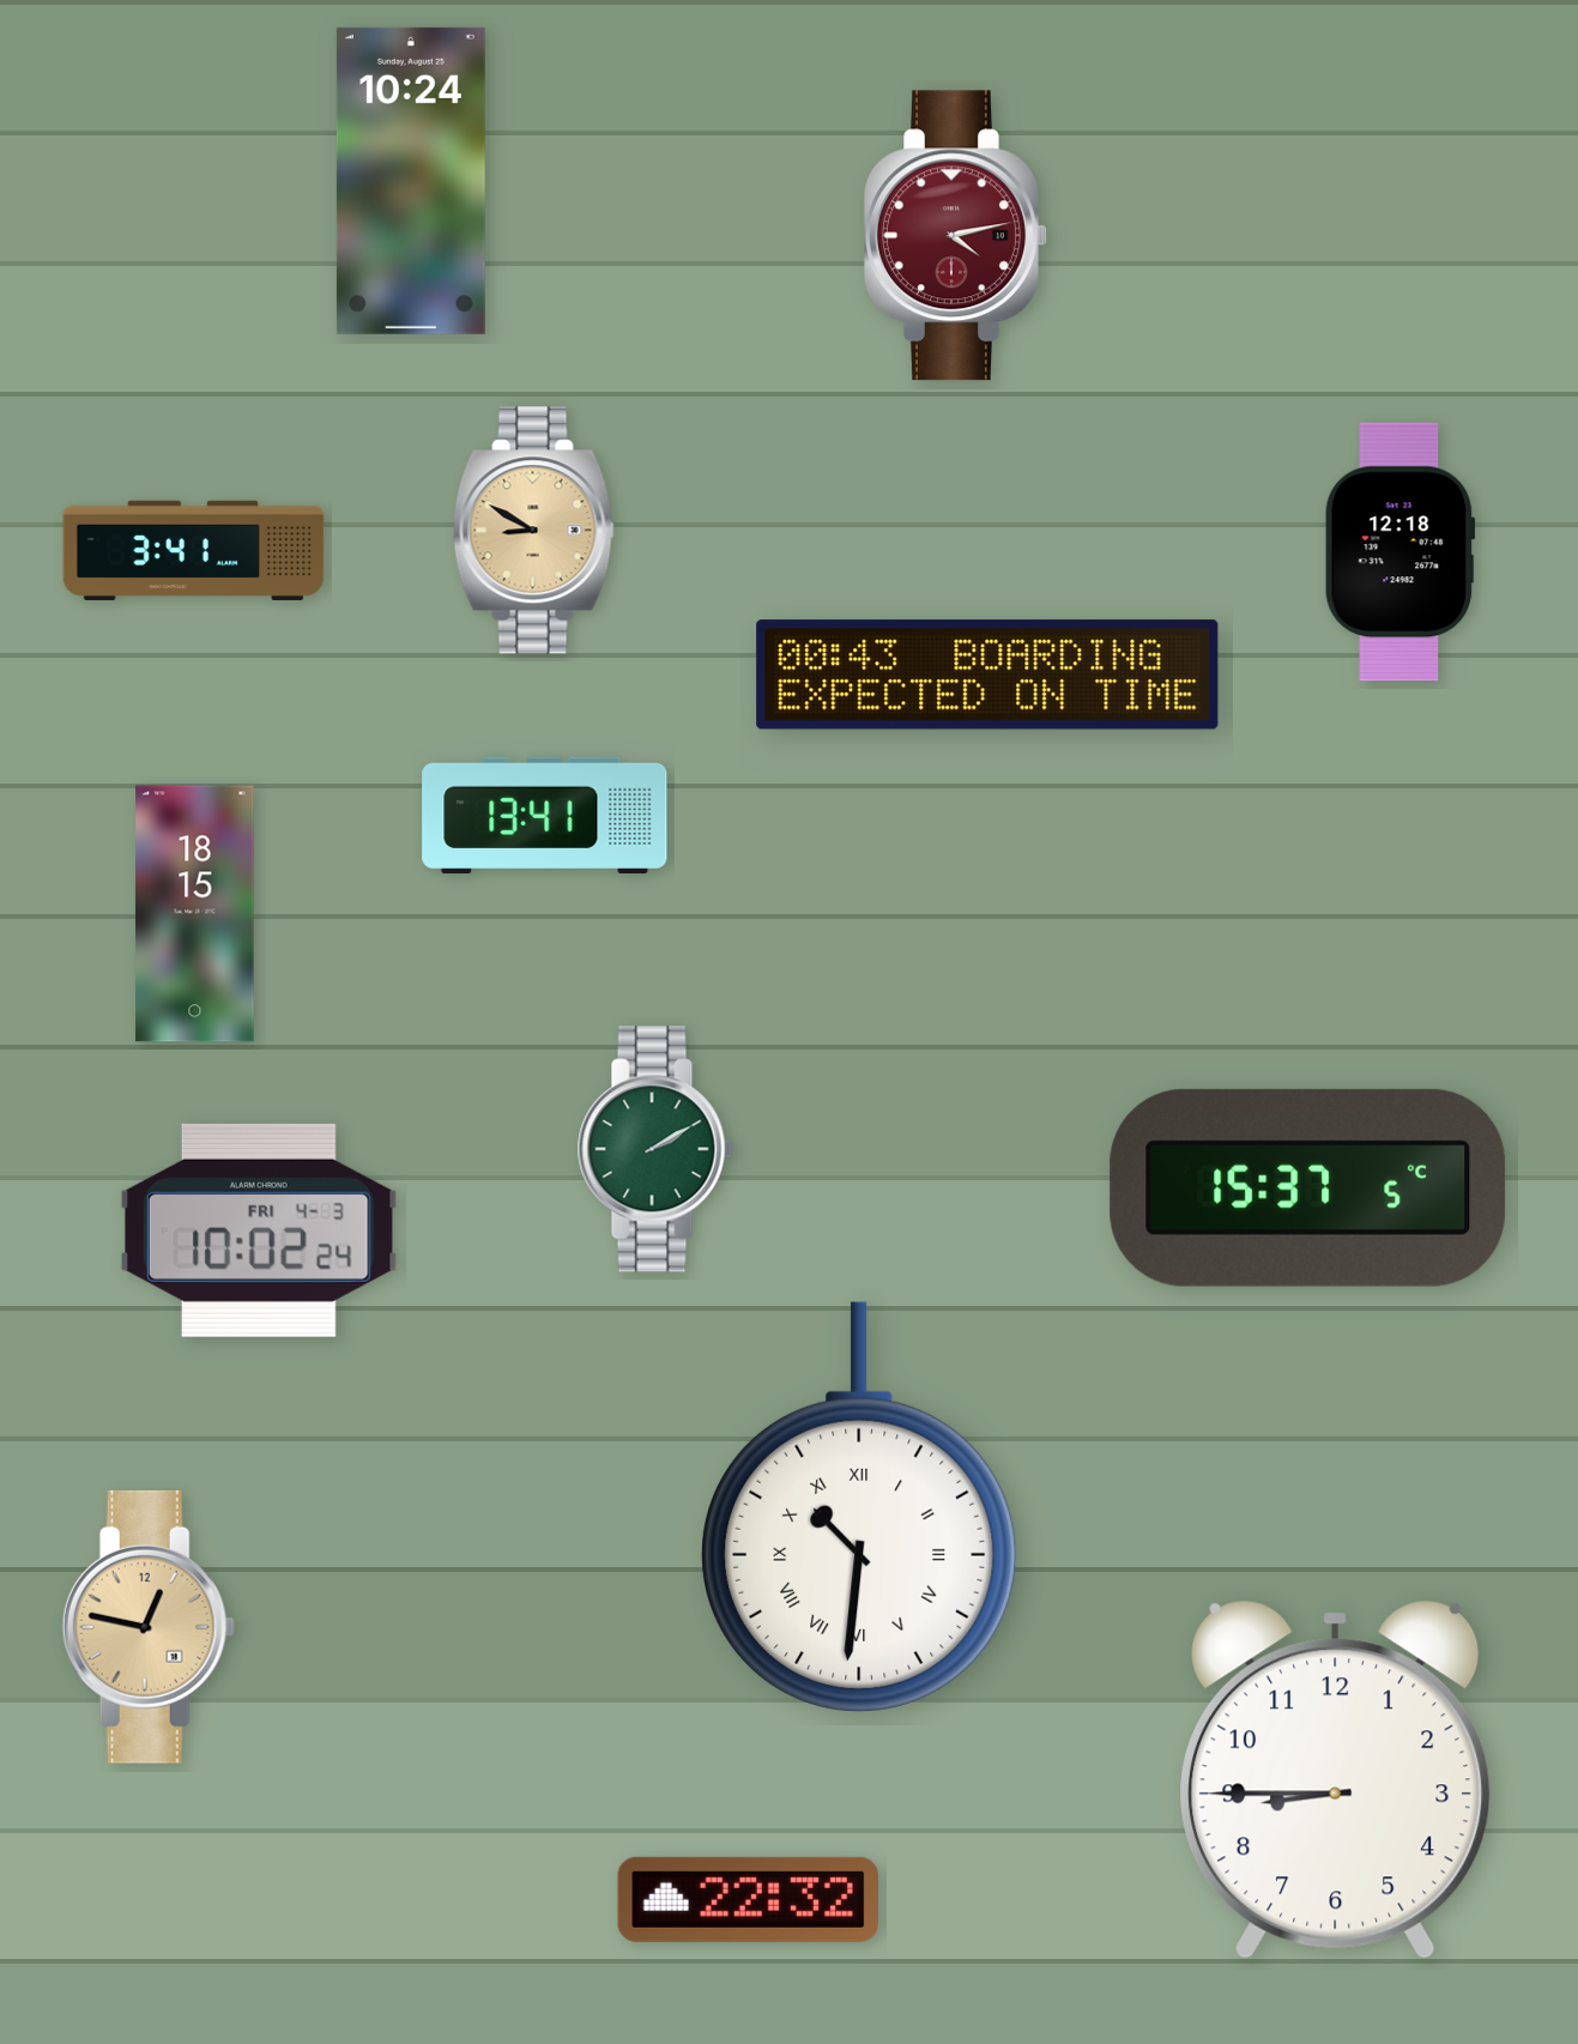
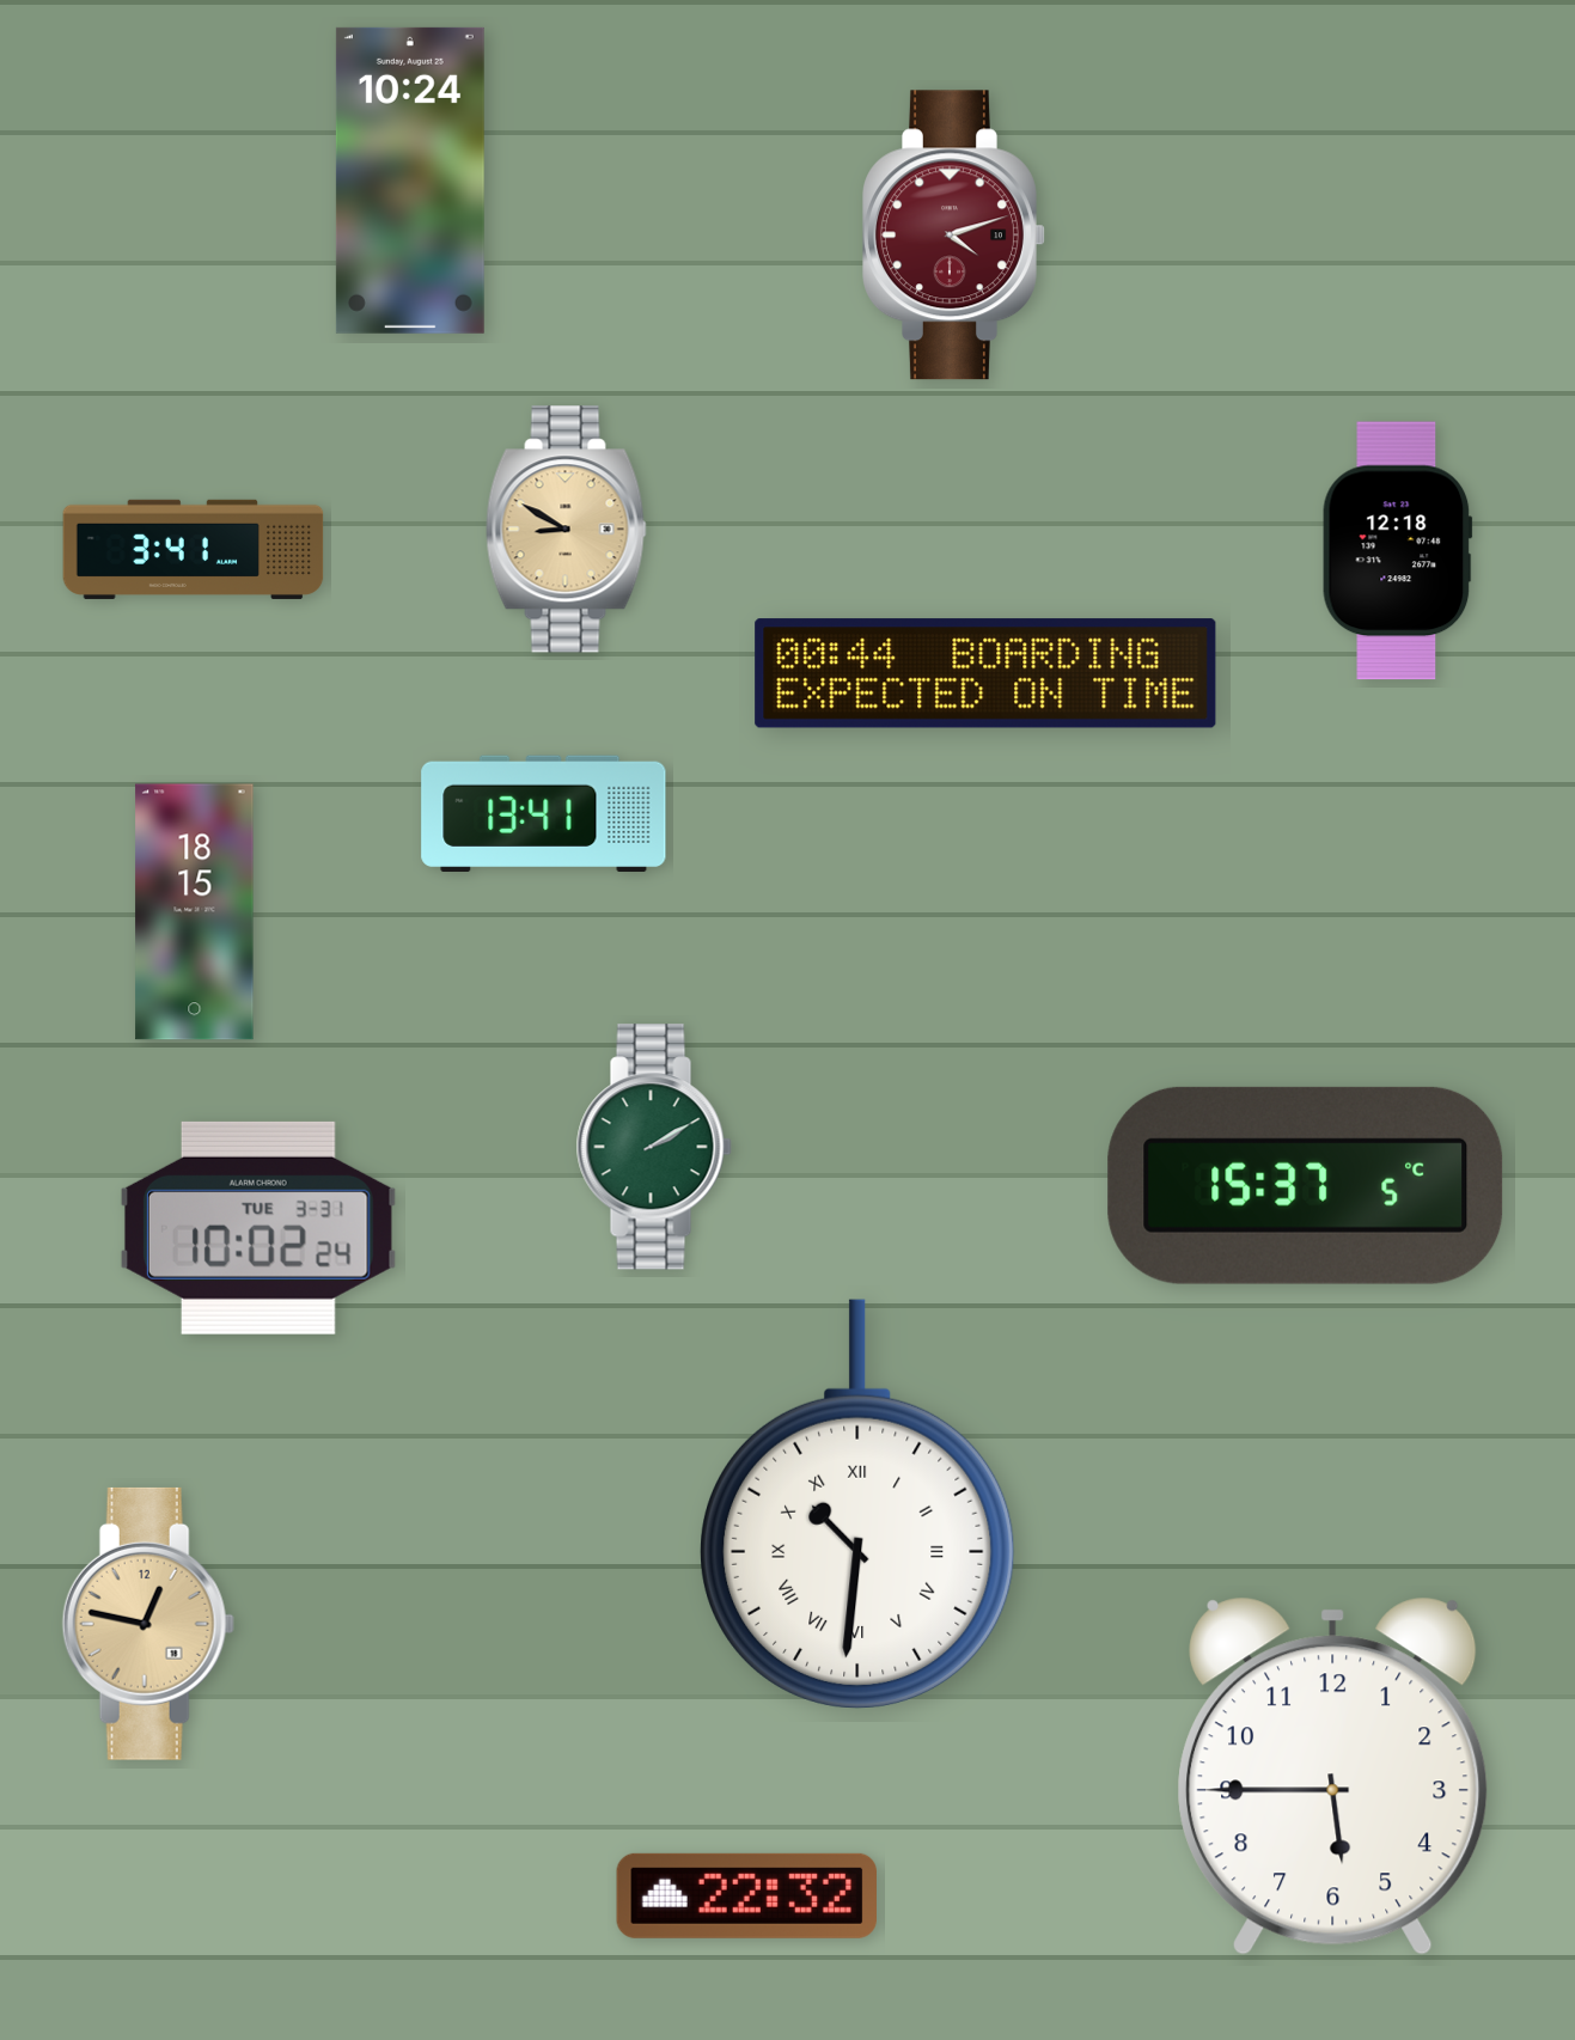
clock at (956, 236): 4:13 -> 4:12
clock at (534, 531) position: (534, 531) -> (567, 530)
clock at (987, 675): 00:43 -> 00:44
clock at (259, 1230) date: FRI 4-3 -> TUE 3-31
clock at (1336, 1779): 8:45 -> 5:45
